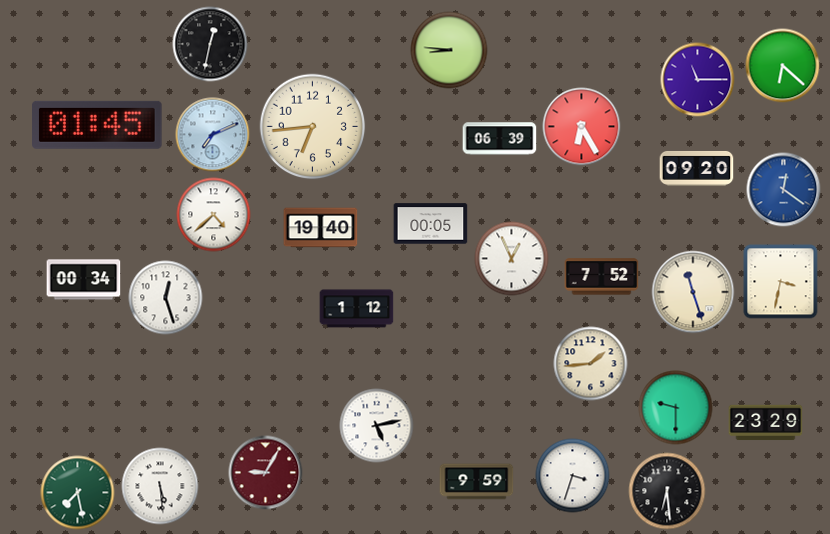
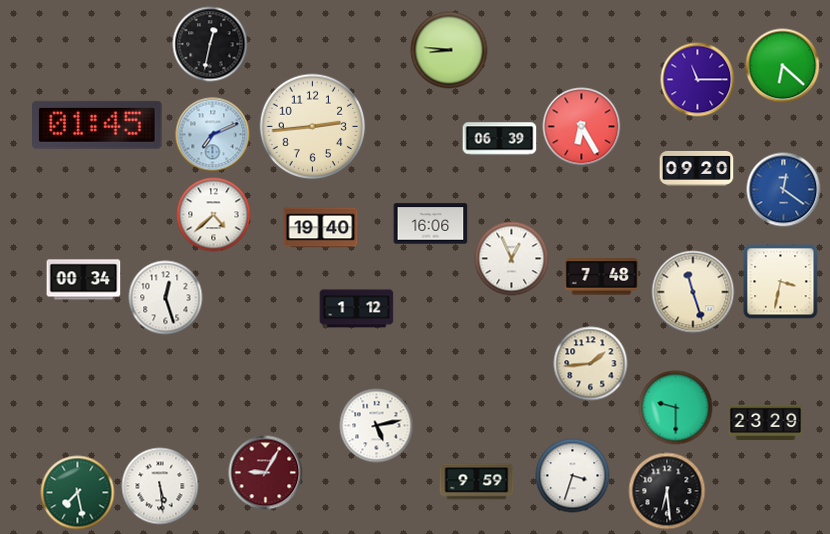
clock at (313, 127): 6:44 -> 2:44
clock at (431, 224): 00:05 -> 16:06
clock at (602, 277): 7:52 -> 7:48
